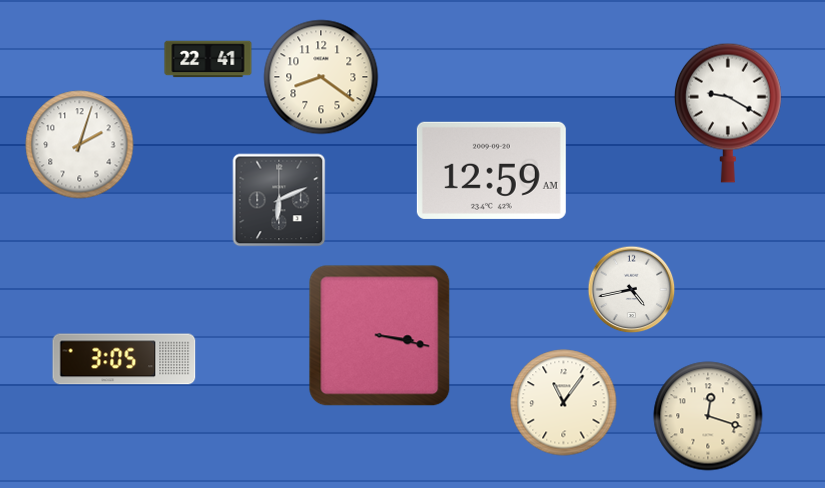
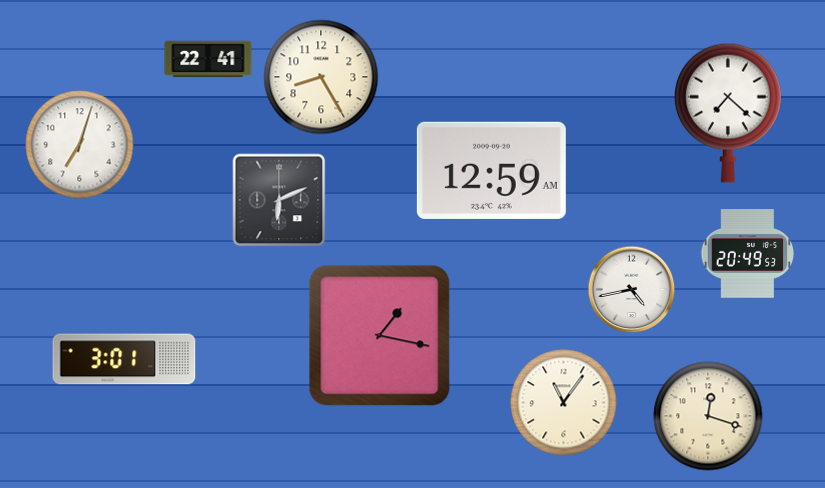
clock at (321, 77): 8:21 -> 8:25
clock at (728, 113): 9:20 -> 7:22
clock at (80, 145): 2:03 -> 7:03
clock at (748, 254): none -> 20:49
clock at (380, 336): 3:17 -> 1:17
clock at (124, 359): 3:05 -> 3:01
